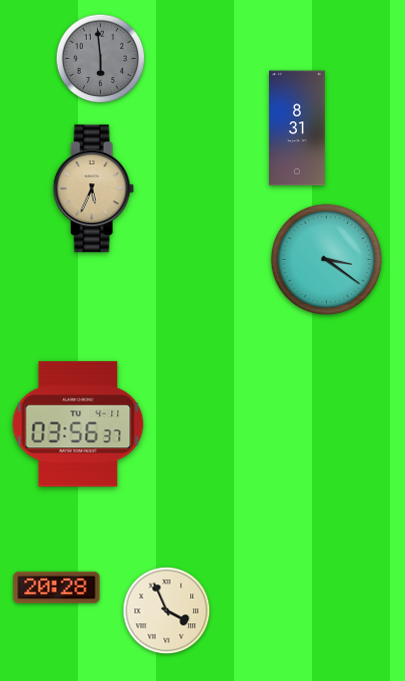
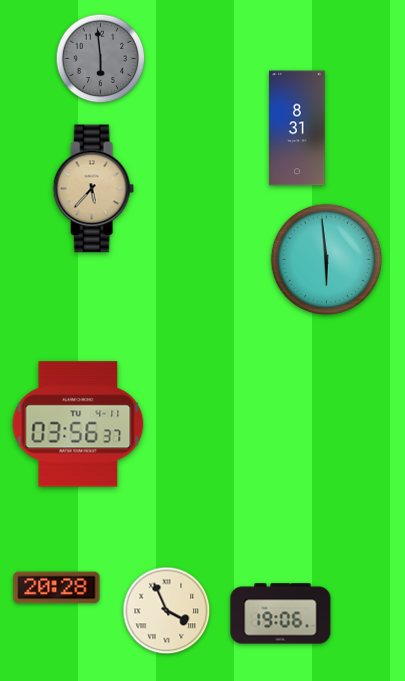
clock at (93, 189): 5:34 -> 5:37
clock at (326, 259): 3:21 -> 5:59
clock at (281, 614): none -> 19:06
